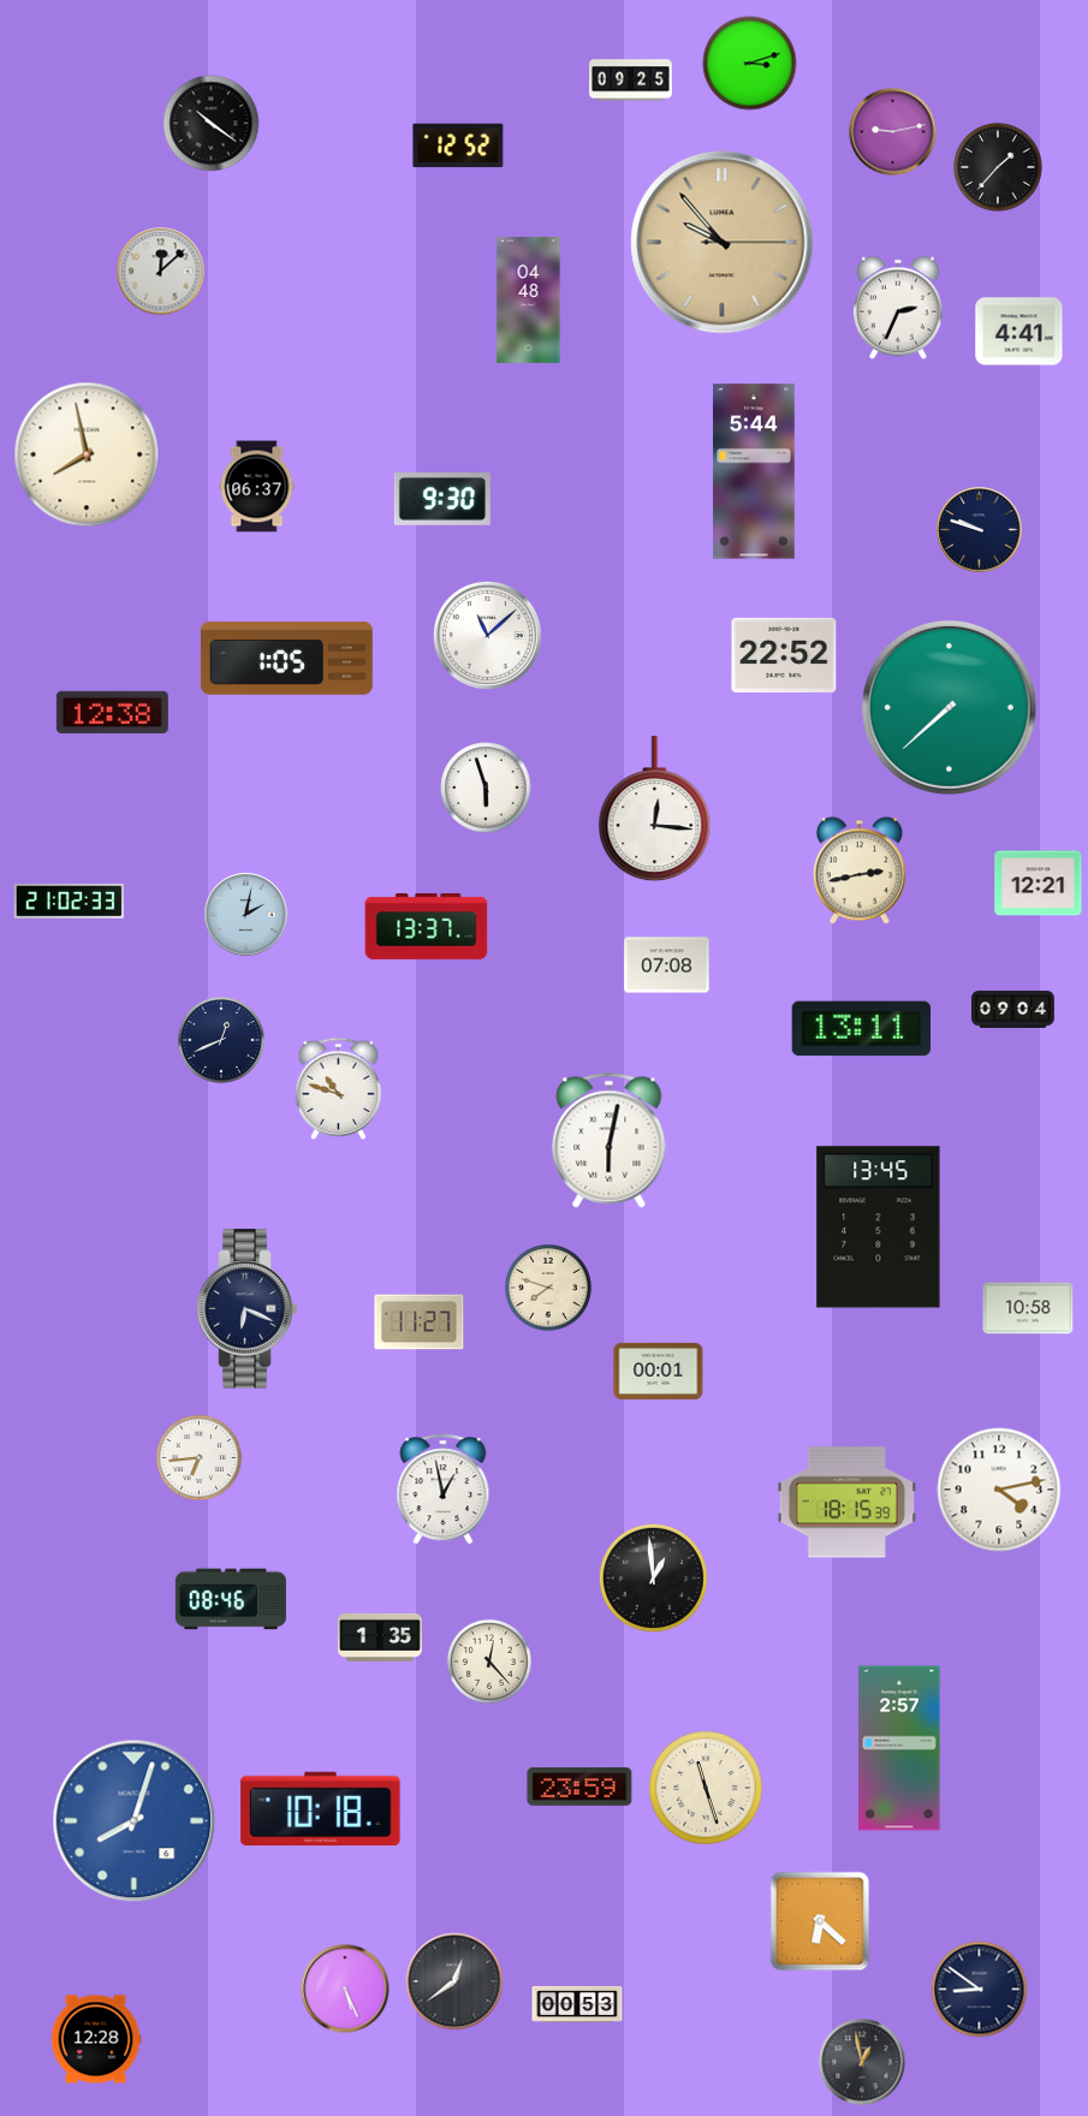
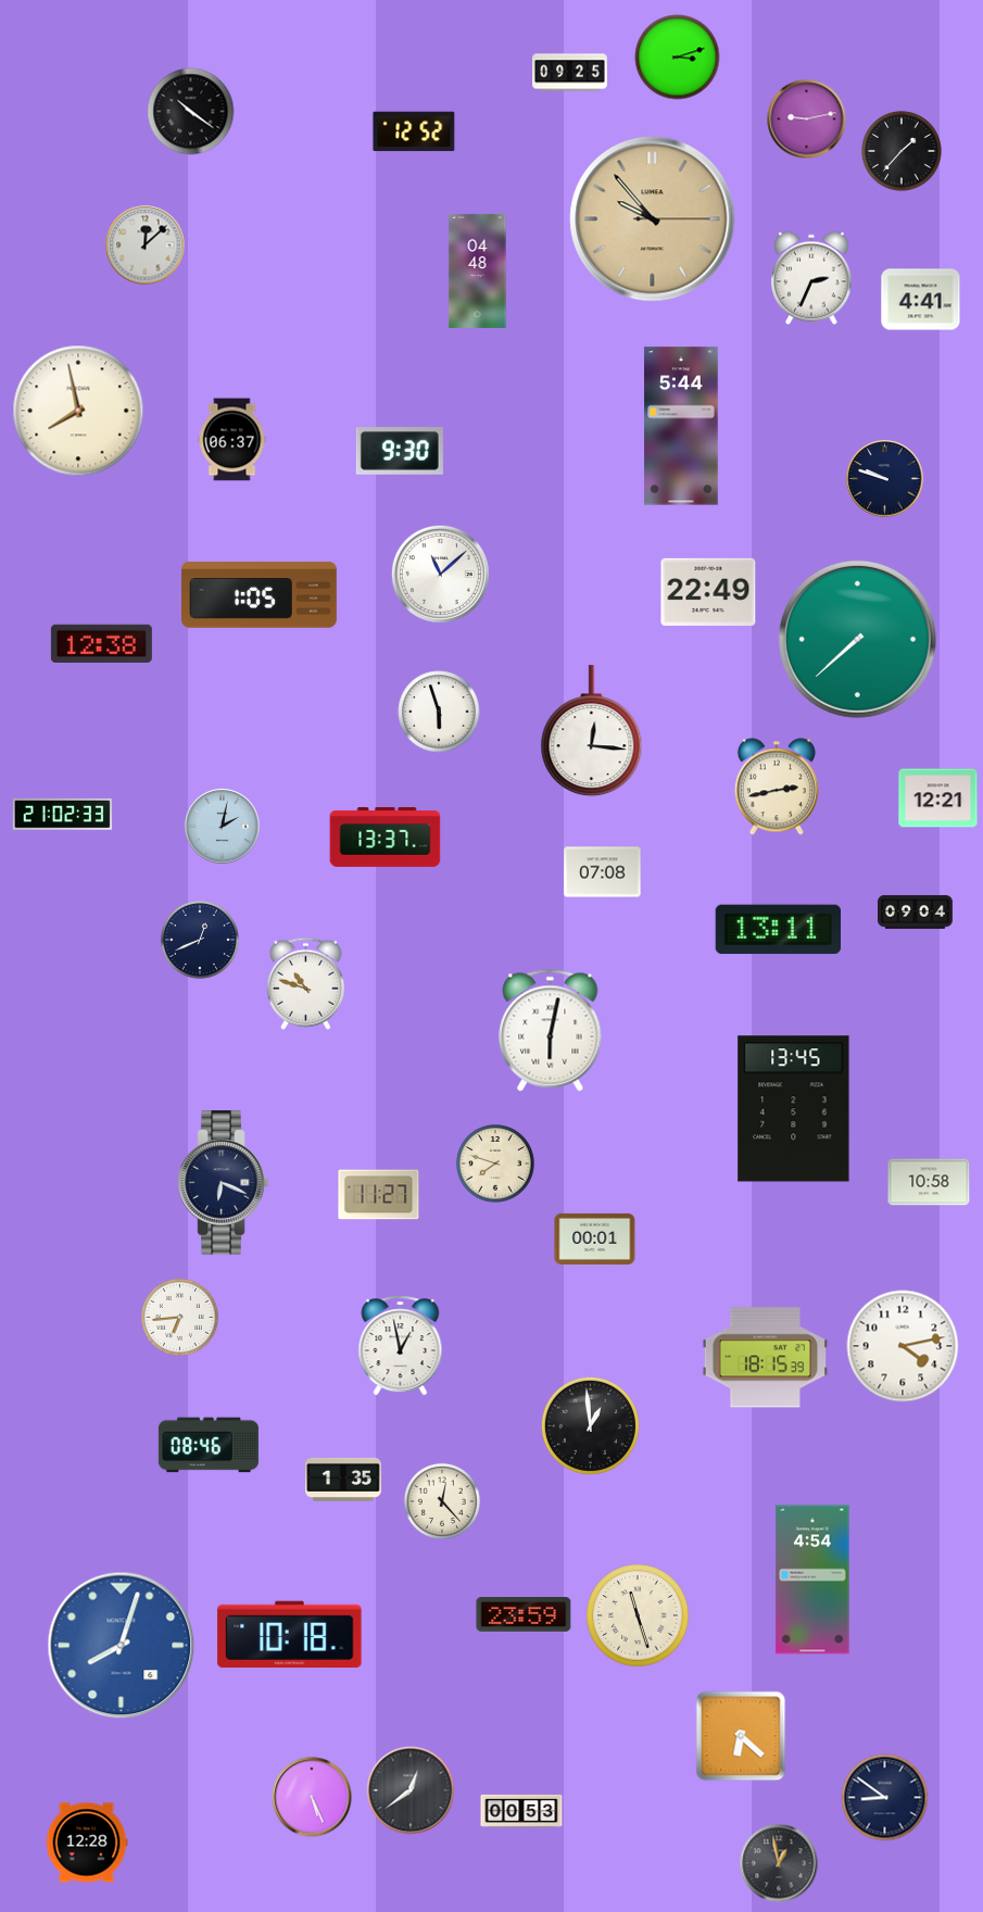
clock at (784, 655): 22:52 -> 22:49
clock at (899, 1748): 2:57 -> 4:54
